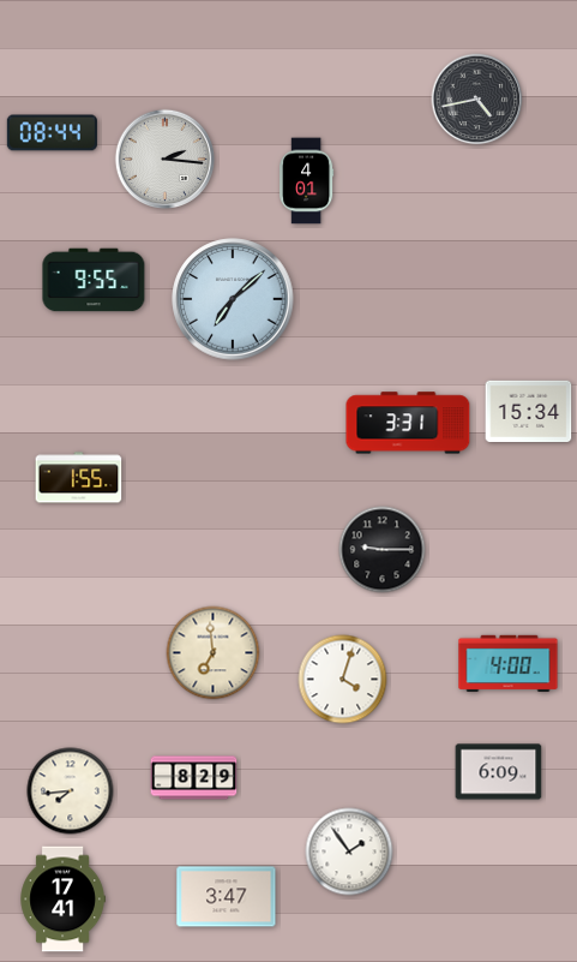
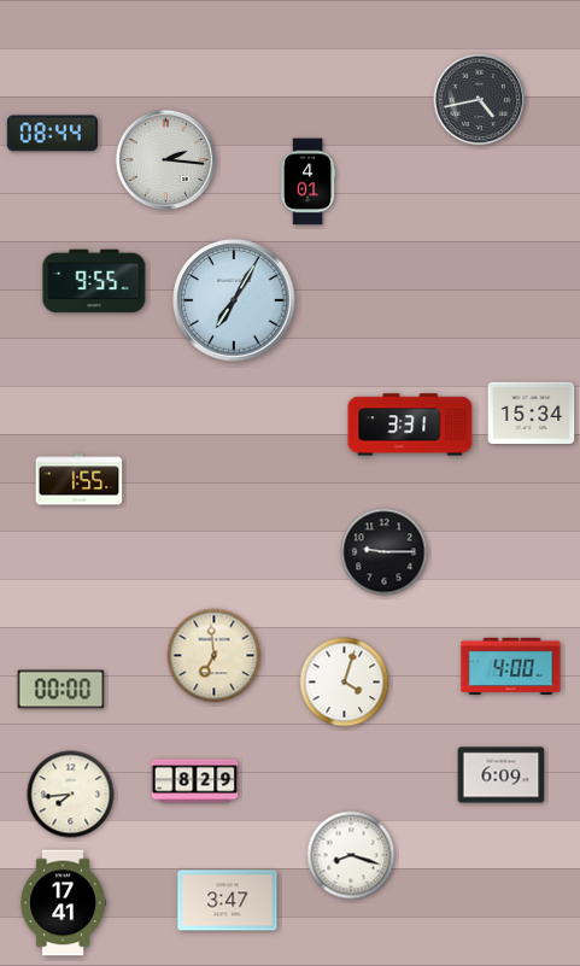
clock at (233, 299): 7:08 -> 7:05
clock at (61, 690): none -> 00:00
clock at (349, 852): 1:54 -> 8:18
